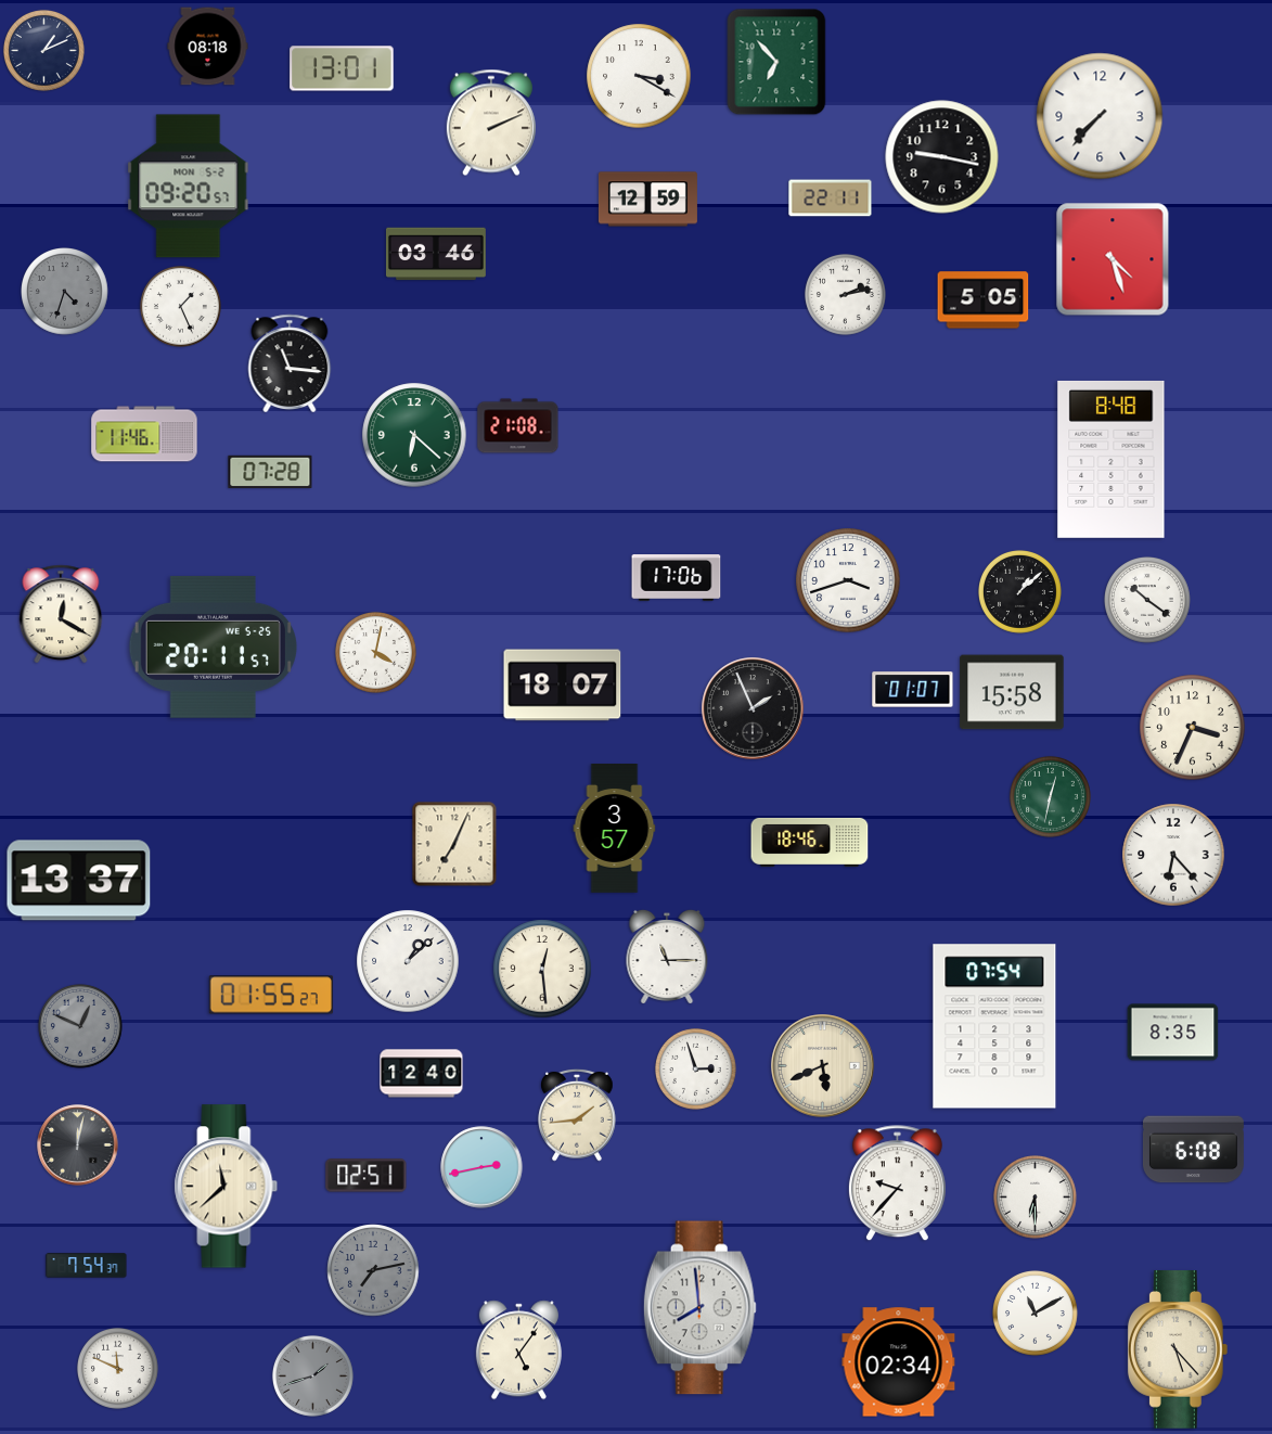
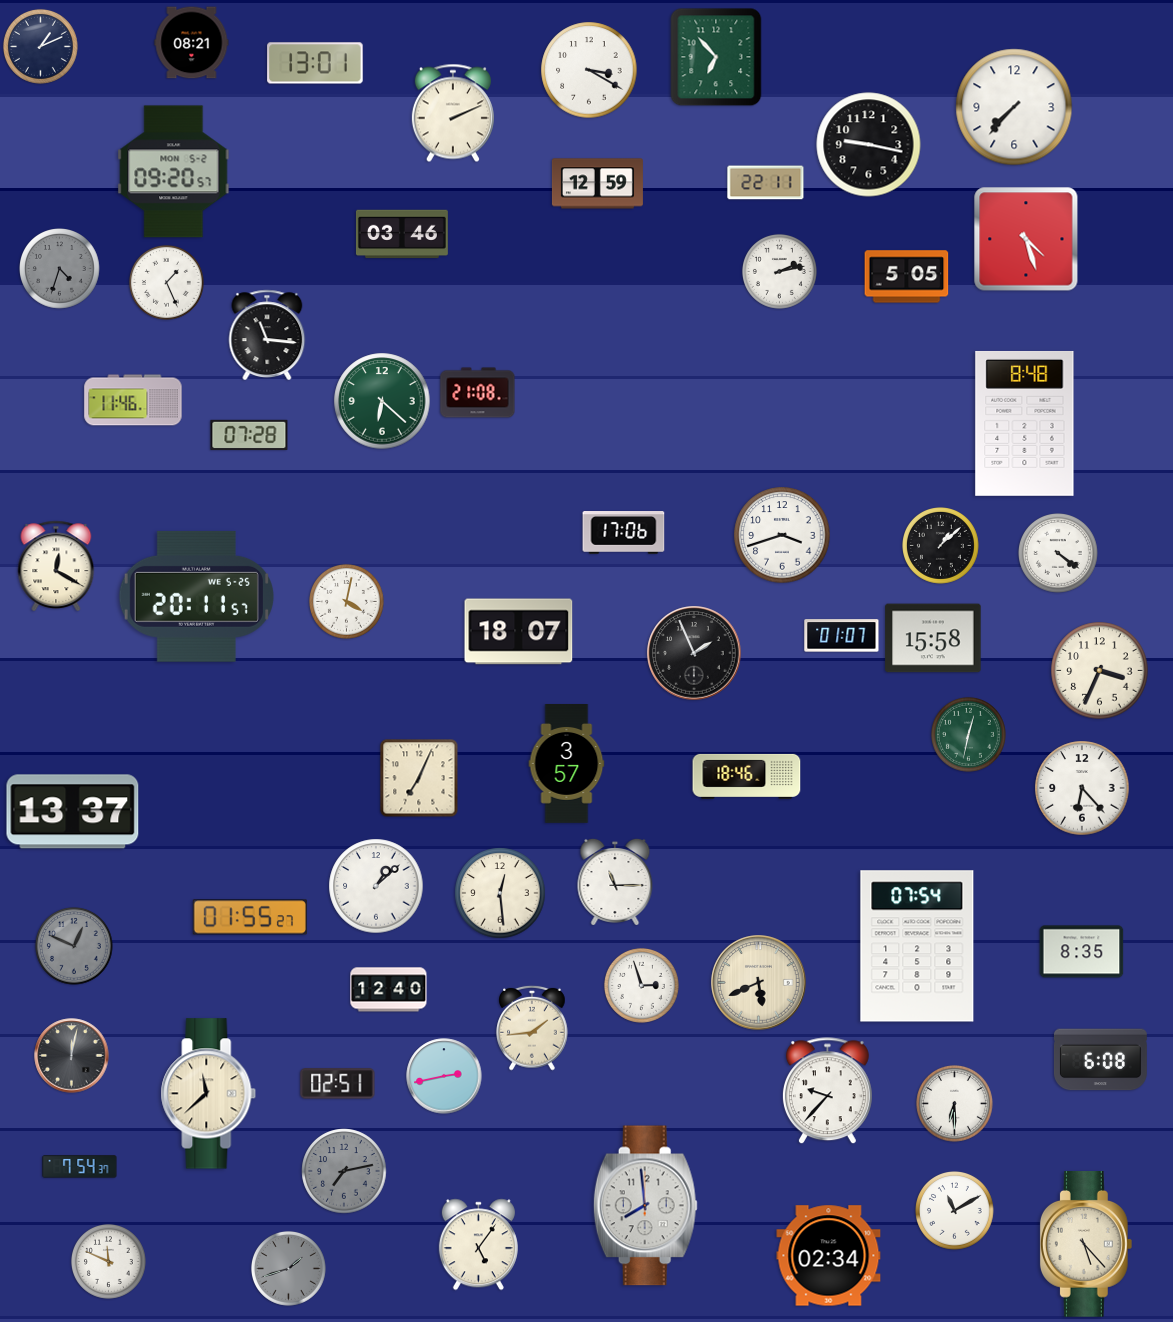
clock at (208, 47): 08:18 -> 08:21
clock at (1148, 601): 10:21 -> 4:21
